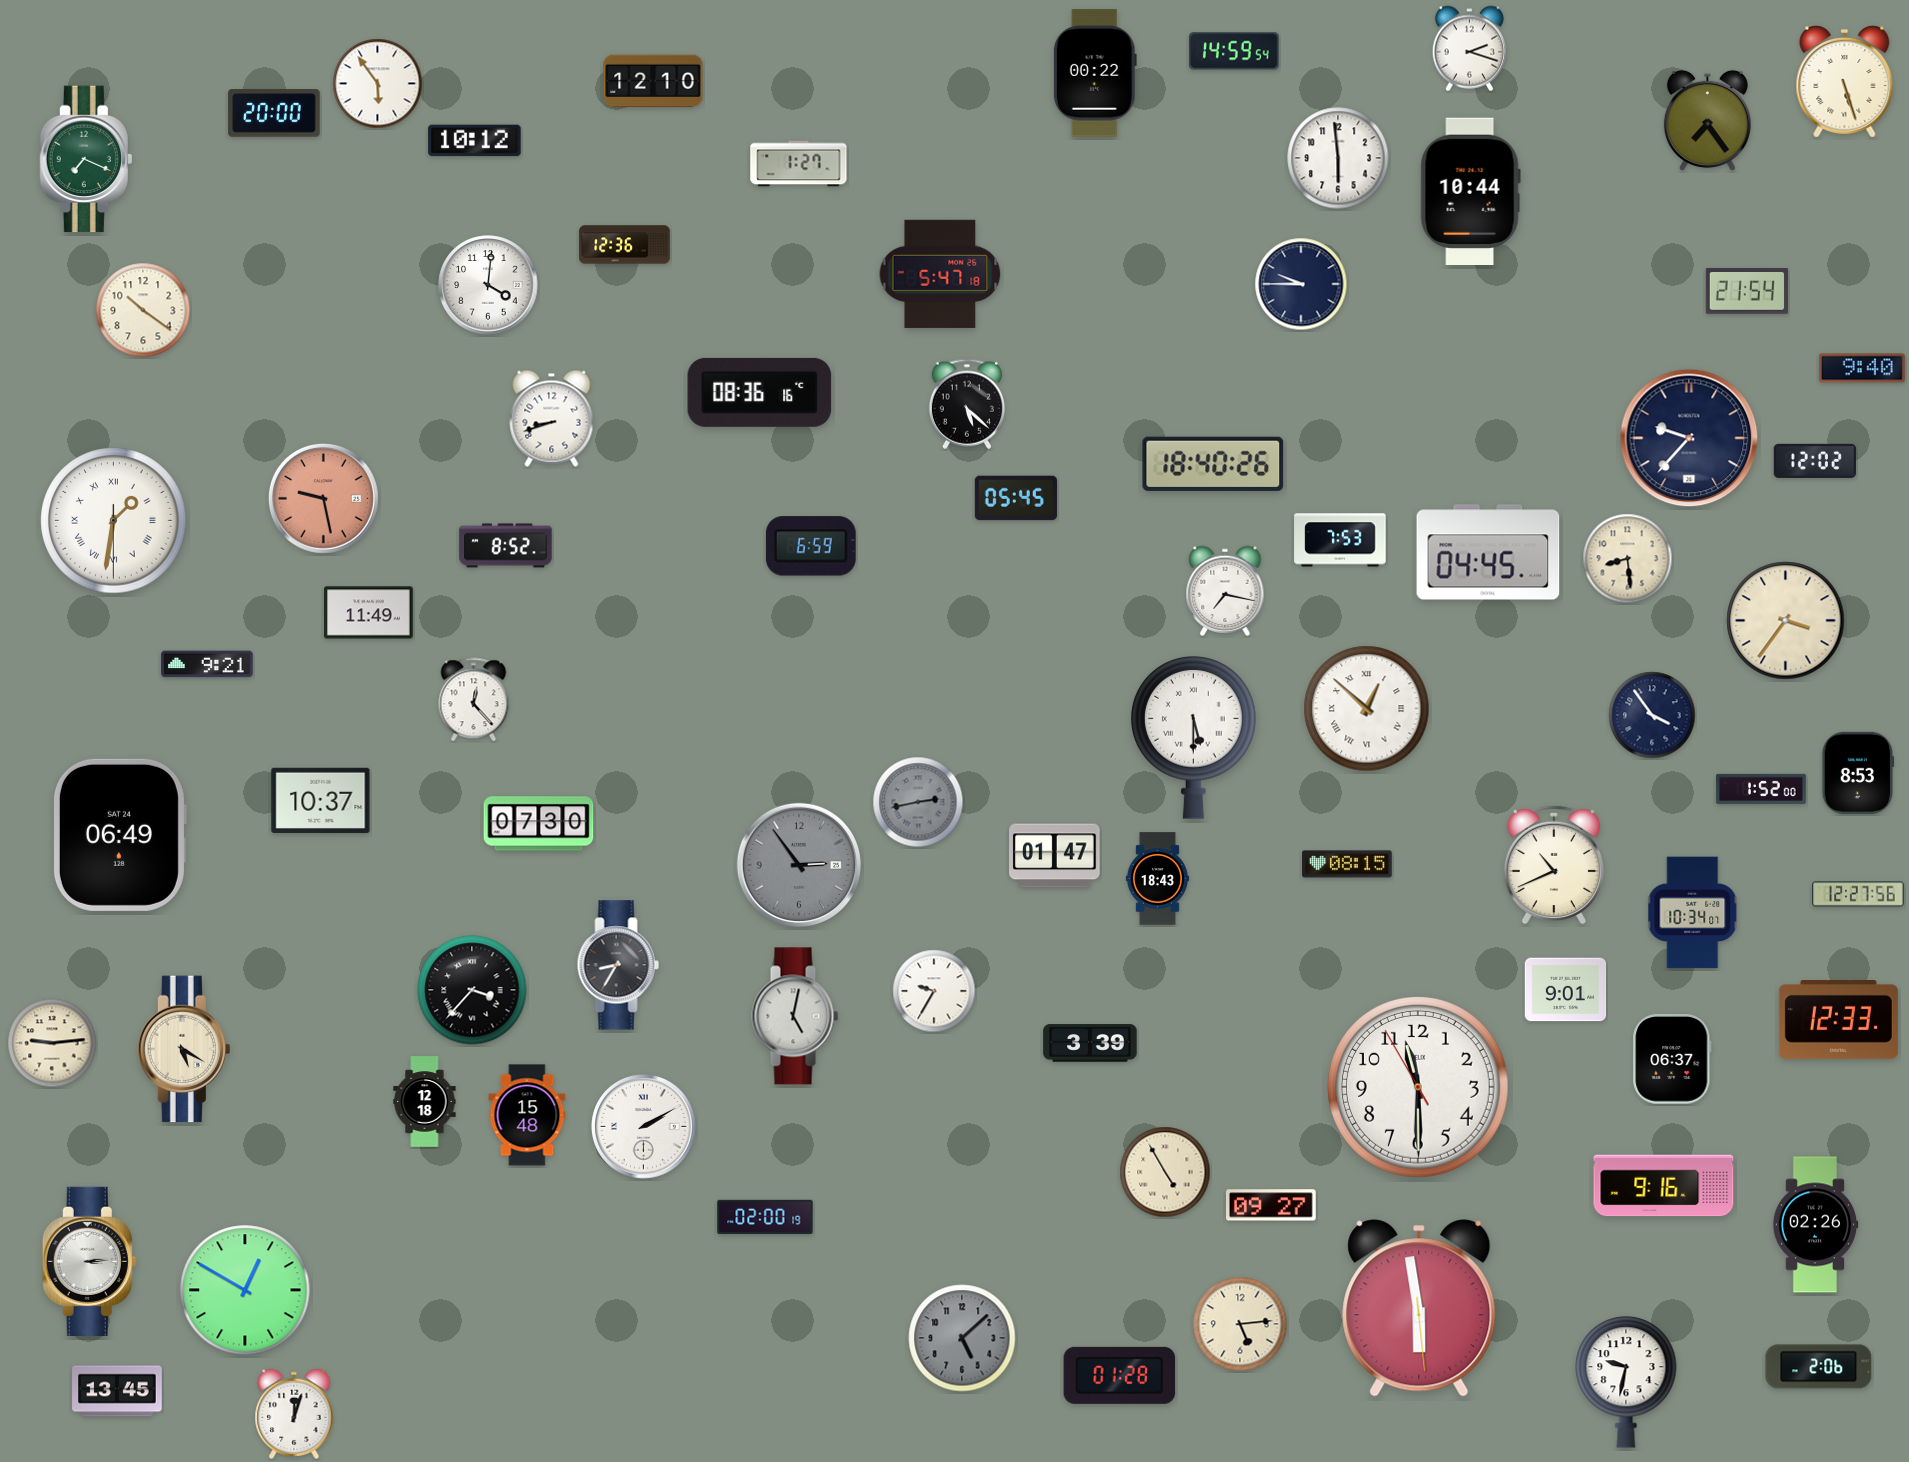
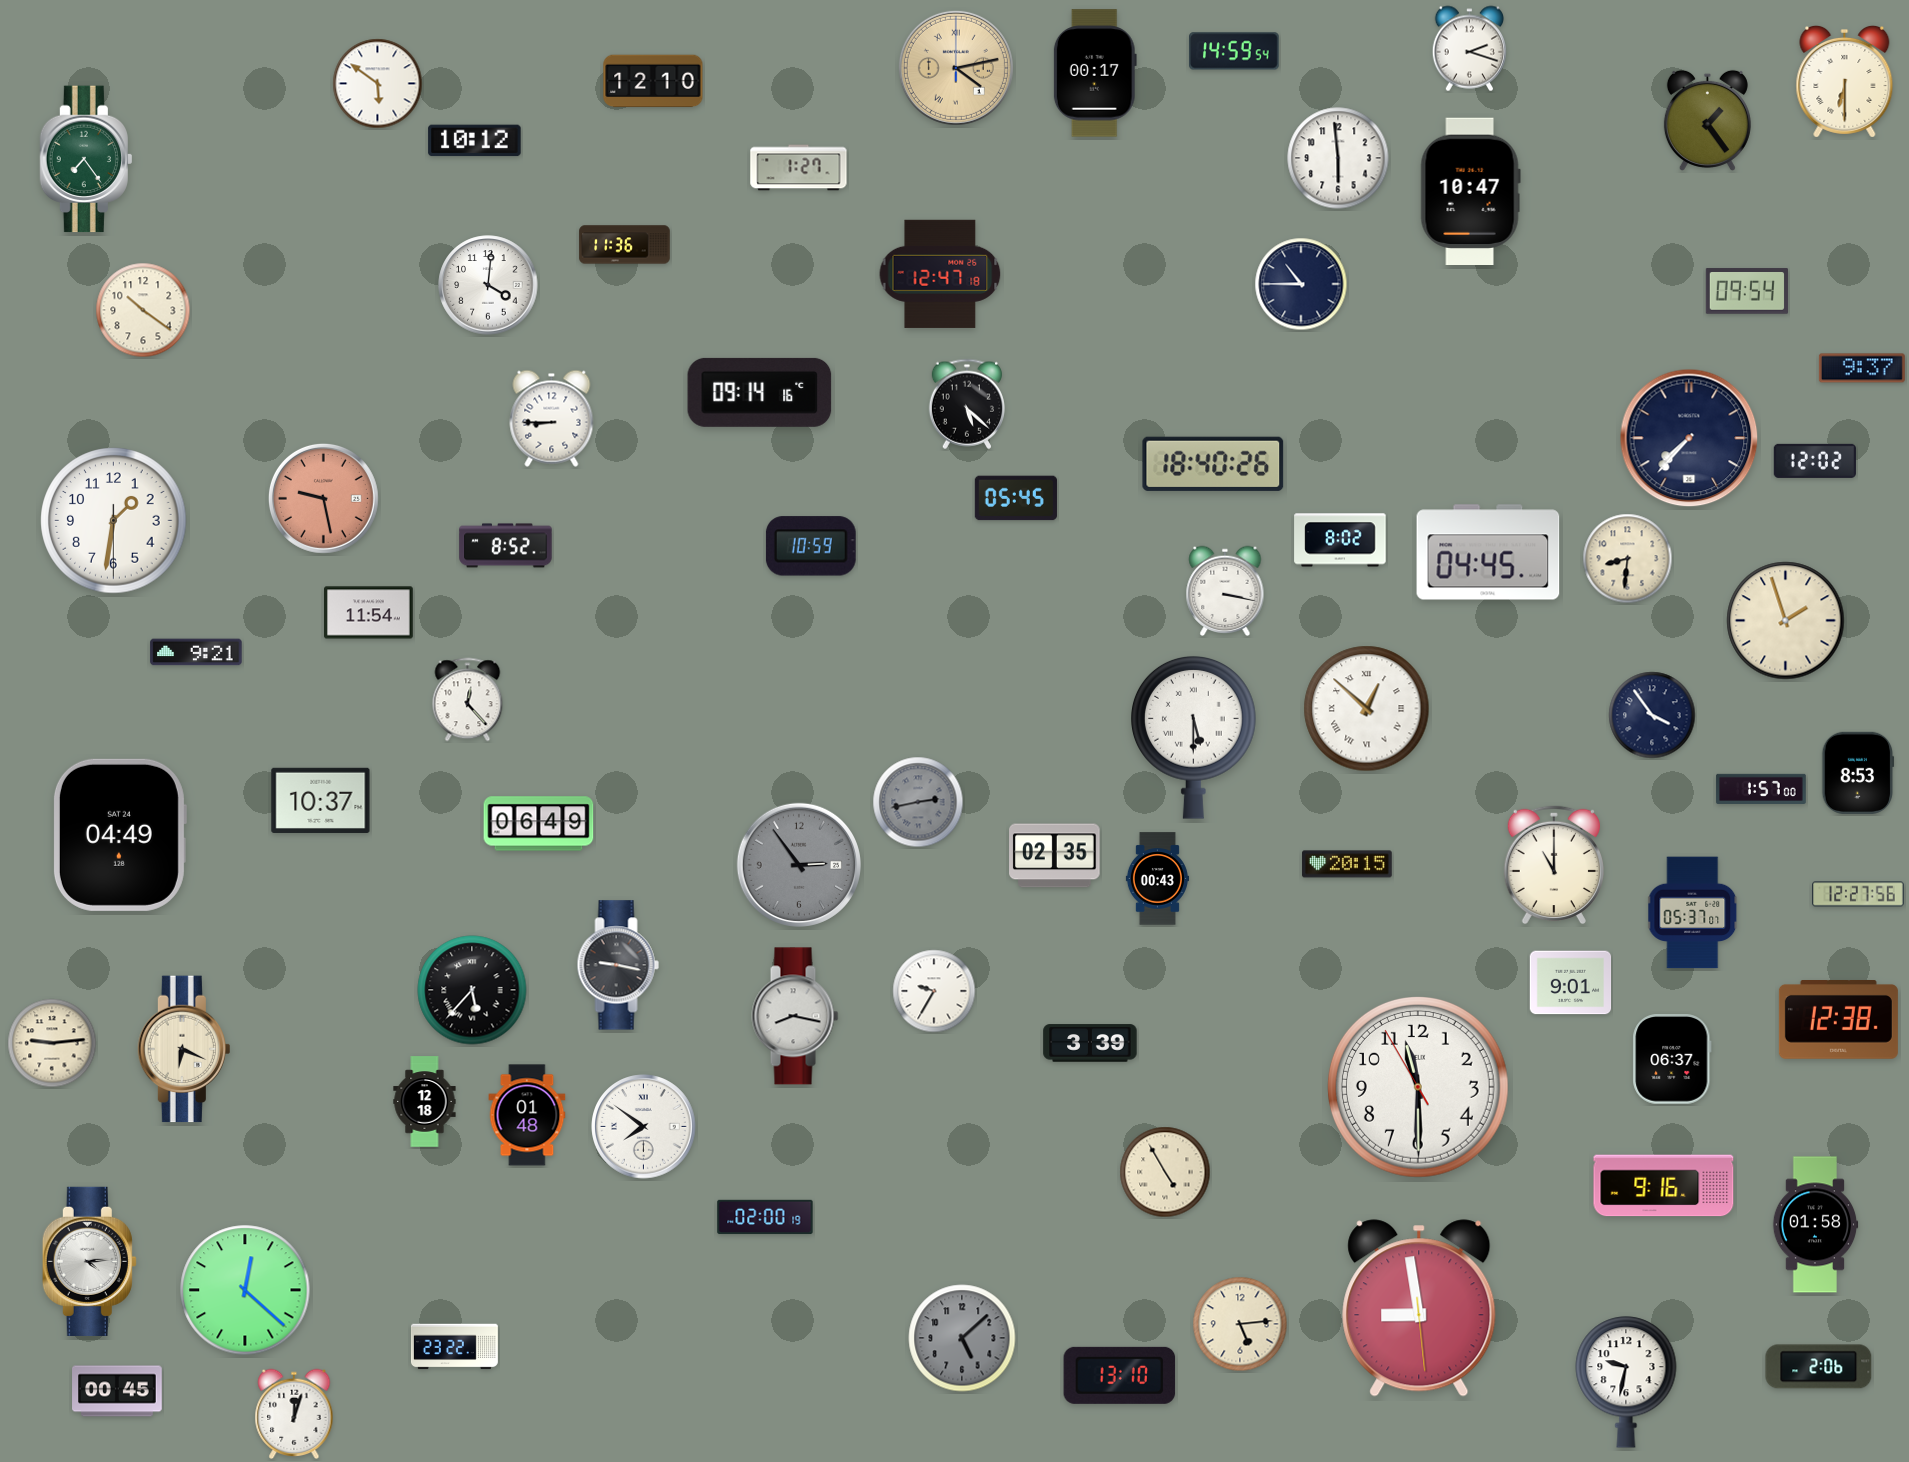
clock at (956, 68): none -> 4:13
clock at (1095, 73): 00:22 -> 00:17
clock at (1845, 81): 5:27 -> 6:30
clock at (378, 84): 5:54 -> 5:51
clock at (274, 113): 20:00 -> none
clock at (1707, 120): 7:24 -> 1:24
clock at (85, 159): 7:19 -> 7:24
clock at (799, 164) position: (799, 164) -> (799, 168)
clock at (1470, 191): 10:44 -> 10:47
clock at (625, 245): 12:36 -> 11:36
clock at (940, 274): 5:47 -> 12:47
clock at (1301, 284): 9:45 -> 10:45
clock at (1747, 291): 21:54 -> 09:54
clock at (1862, 368): 9:40 -> 9:37
clock at (760, 392): 08:36 -> 09:14
clock at (552, 418): 8:42 -> 8:45
clock at (1689, 438): 9:37 -> 7:37
clock at (114, 521) numerals: Roman -> Arabic
clock at (1340, 540): 7:53 -> 8:02
clock at (811, 546): 6:59 -> 10:59
clock at (1628, 559): 8:29 -> 8:31
clock at (1225, 591): 7:17 -> 3:17
clock at (369, 613): 11:49 -> 11:54
clock at (1786, 621): 3:36 -> 1:57
clock at (207, 664) position: (207, 664) -> (196, 652)
clock at (474, 700) position: (474, 700) -> (468, 700)
clock at (1761, 788): 1:52 -> 1:57
clock at (539, 824): 07:30 -> 06:49
clock at (119, 835): 06:49 -> 04:49
clock at (1055, 856): 01:47 -> 02:35
clock at (1347, 864): 08:15 -> 20:15
clock at (1554, 865): 10:41 -> 11:00
clock at (1157, 879): 18:43 -> 00:43
clock at (1693, 913): 10:34 -> 05:37
clock at (618, 965): 8:35 -> 9:17
clock at (472, 990): 3:37 -> 5:37
clock at (1566, 990) position: (1566, 990) -> (1571, 983)
clock at (795, 1016): 5:02 -> 8:17
clock at (1838, 1020): 12:33 -> 12:38
clock at (183, 1049): 5:20 -> 6:19
clock at (527, 1115): 15:48 -> 01:48
clock at (644, 1127): 2:10 -> 7:51
clock at (1272, 1205): 09:27 -> none
clock at (1815, 1225): 02:26 -> 01:58
clock at (89, 1261): 3:14 -> 4:14
clock at (245, 1290): 12:50 -> 12:22
clock at (1419, 1308): 5:58 -> 8:58
clock at (454, 1347): none -> 23:22
clock at (1120, 1375): 01:28 -> 13:10
clock at (117, 1391): 13:45 -> 00:45
